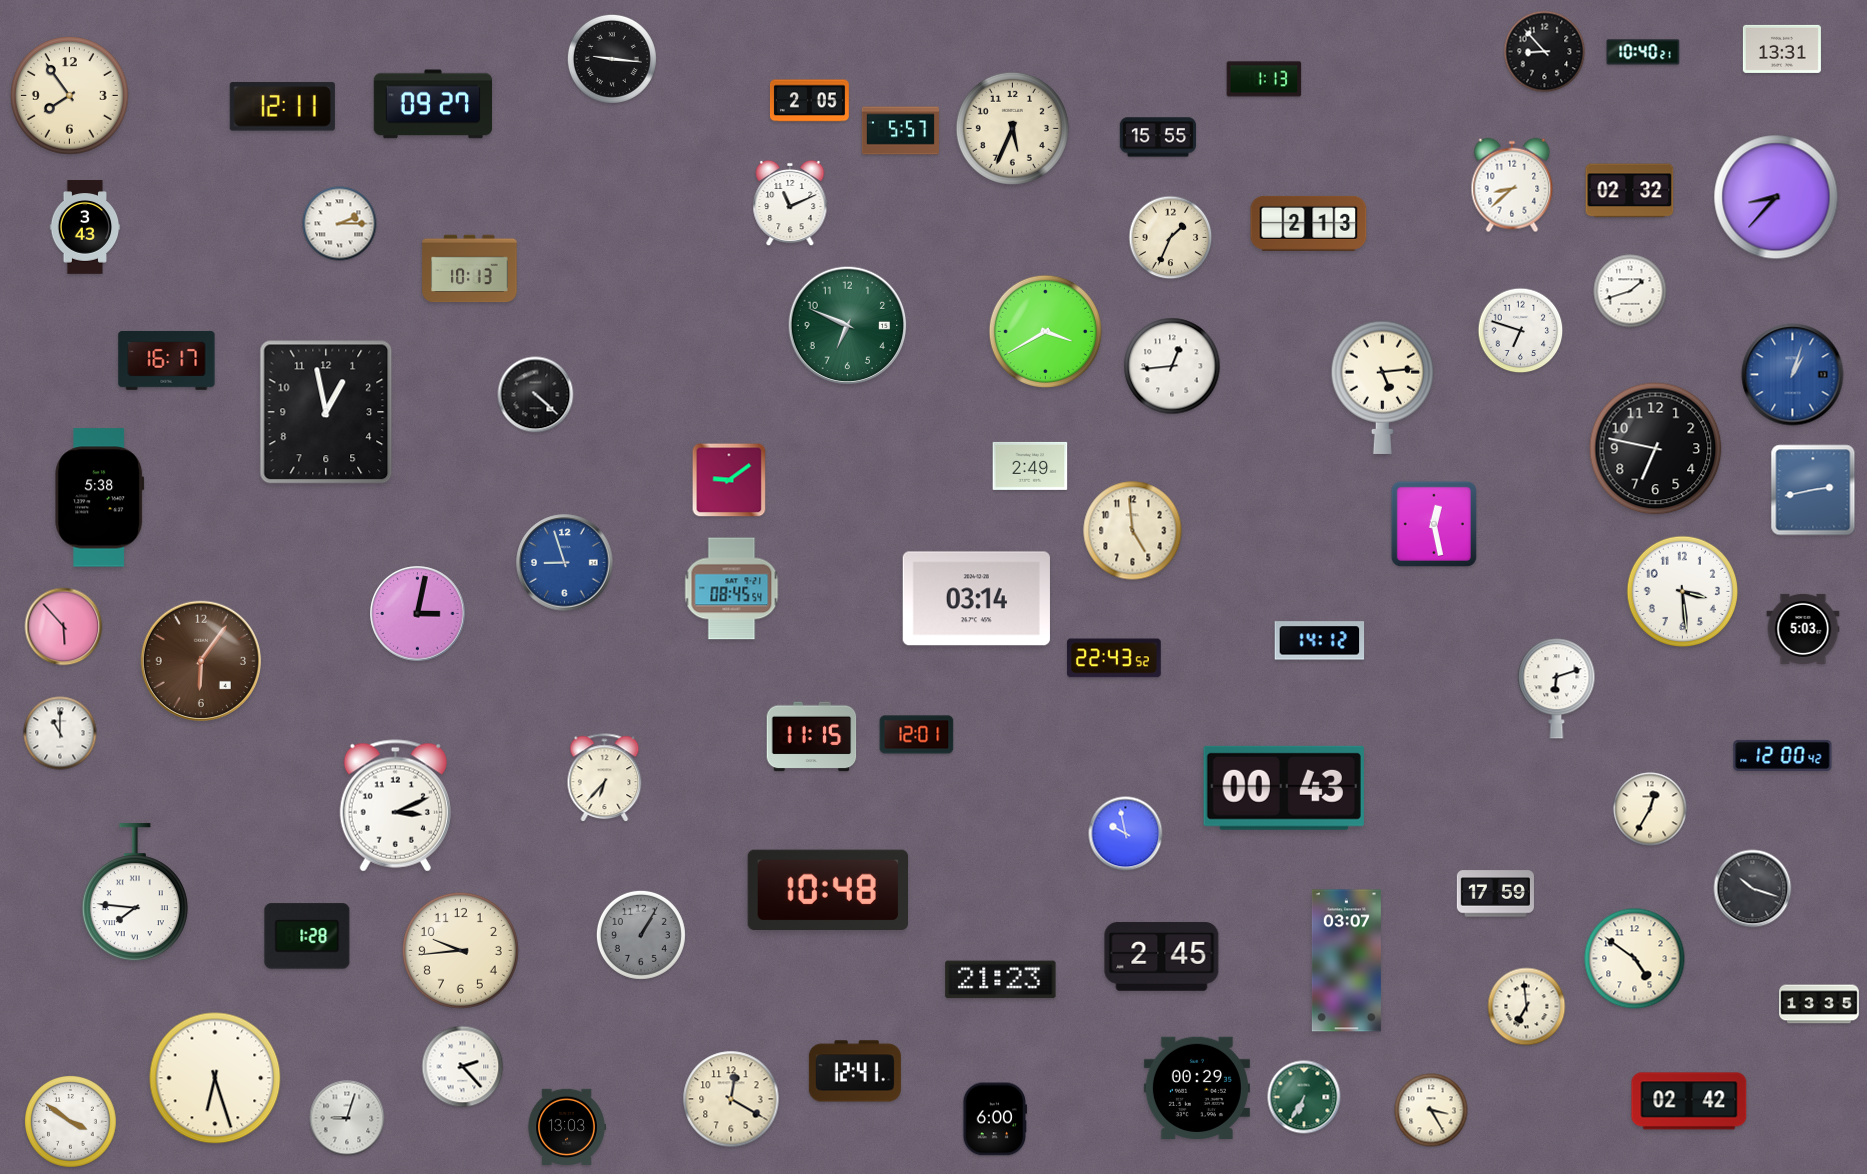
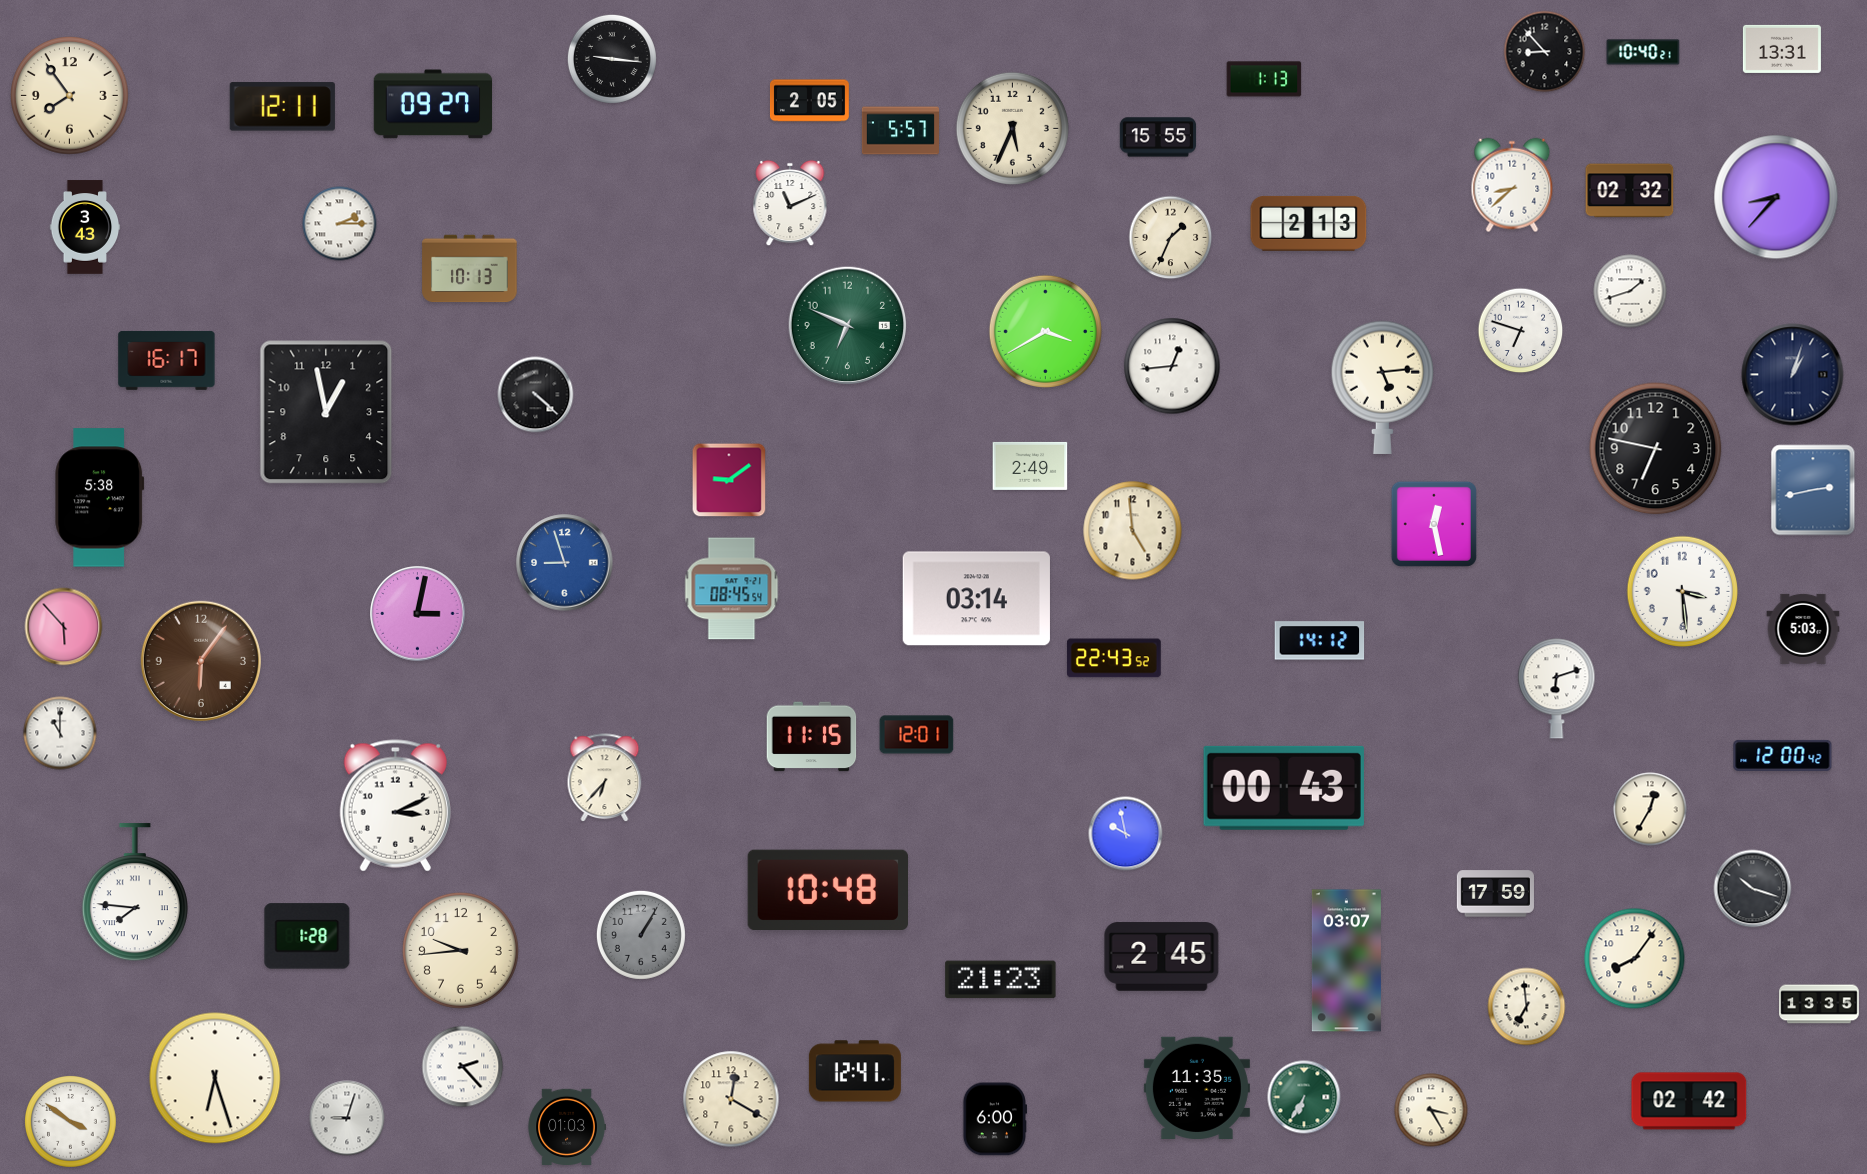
clock at (1793, 375) dial: blue -> navy
clock at (1635, 959): 4:51 -> 8:06
clock at (1197, 1088): 00:29 -> 11:35
clock at (567, 1127): 13:03 -> 01:03
